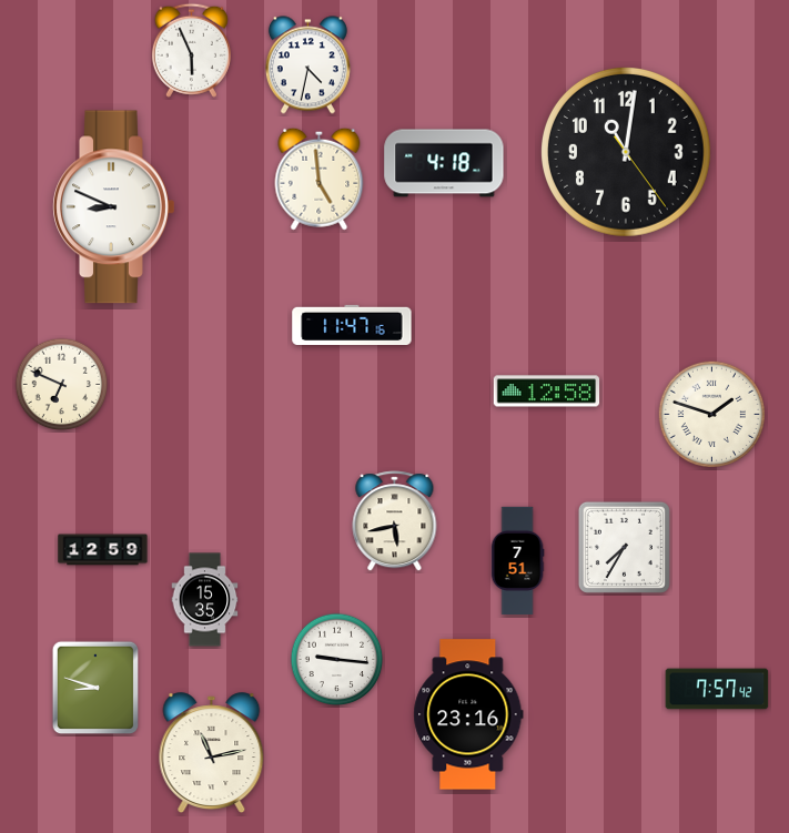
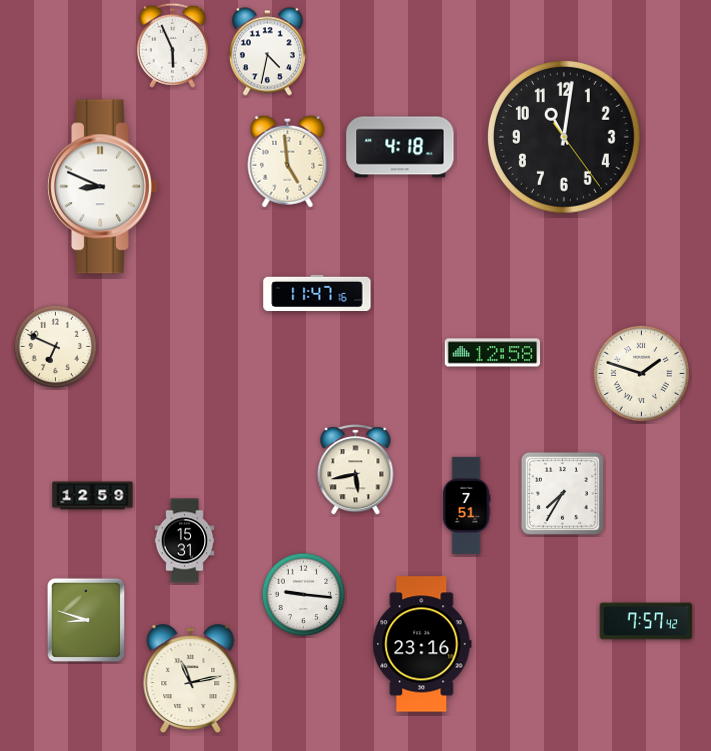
clock at (307, 65) position: (307, 65) -> (267, 52)
clock at (205, 600): 15:35 -> 15:31
